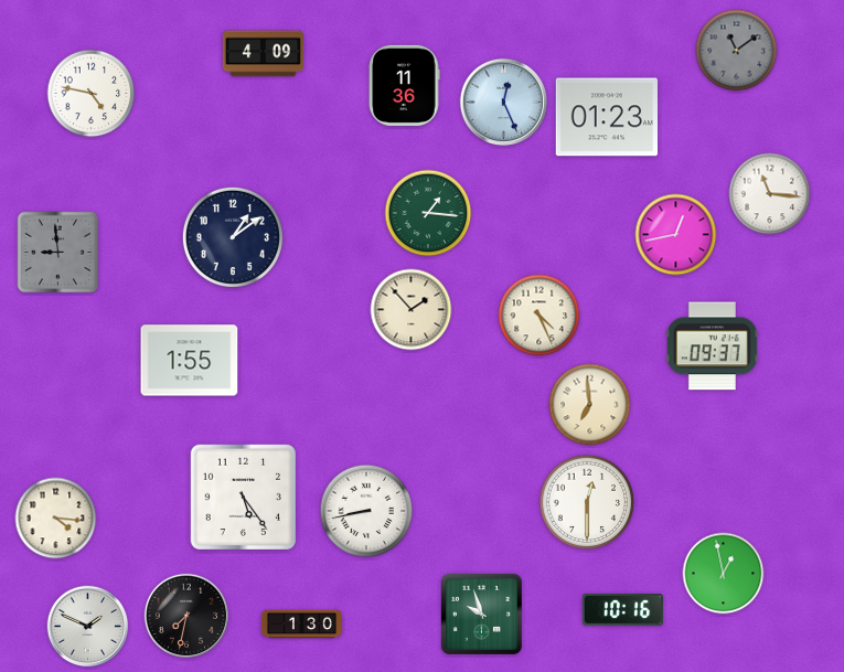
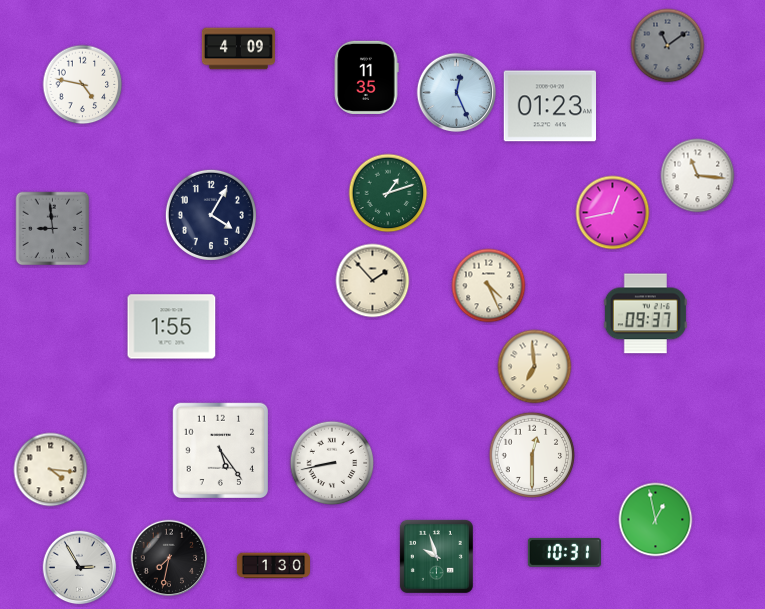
clock at (404, 85): 11:36 -> 11:35
clock at (428, 213): 1:16 -> 1:12
clock at (233, 237): 1:09 -> 4:05
clock at (622, 609): 10:16 -> 10:31
clock at (88, 627): 1:49 -> 2:55
